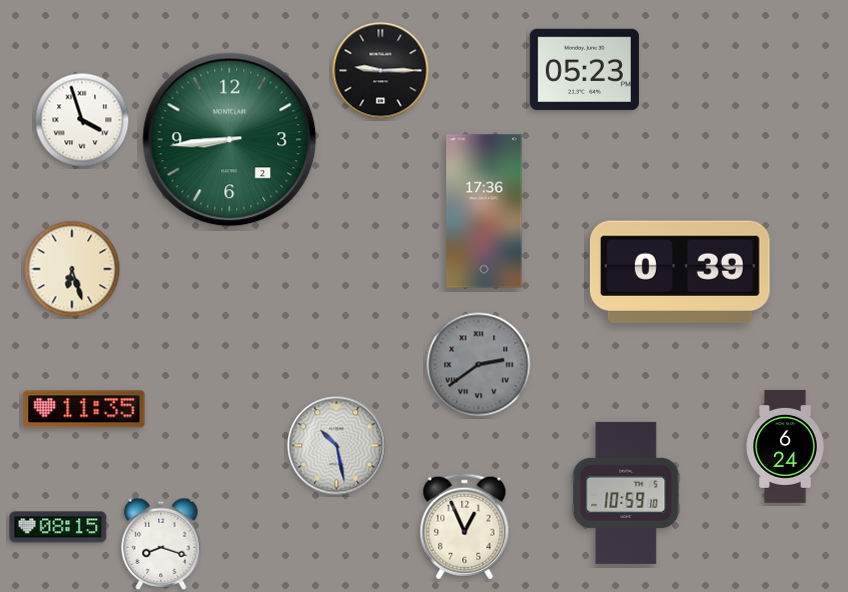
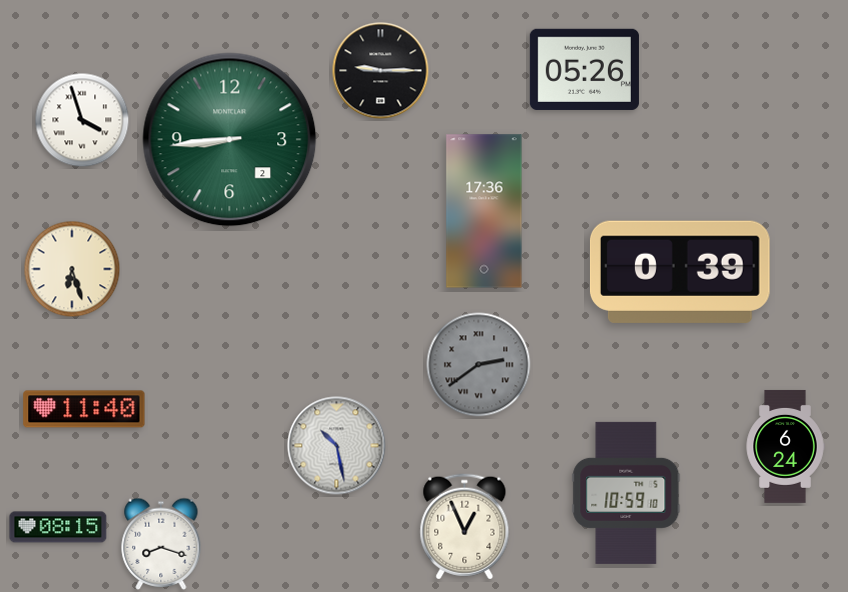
clock at (584, 69): 05:23 -> 05:26
clock at (84, 409): 11:35 -> 11:40
